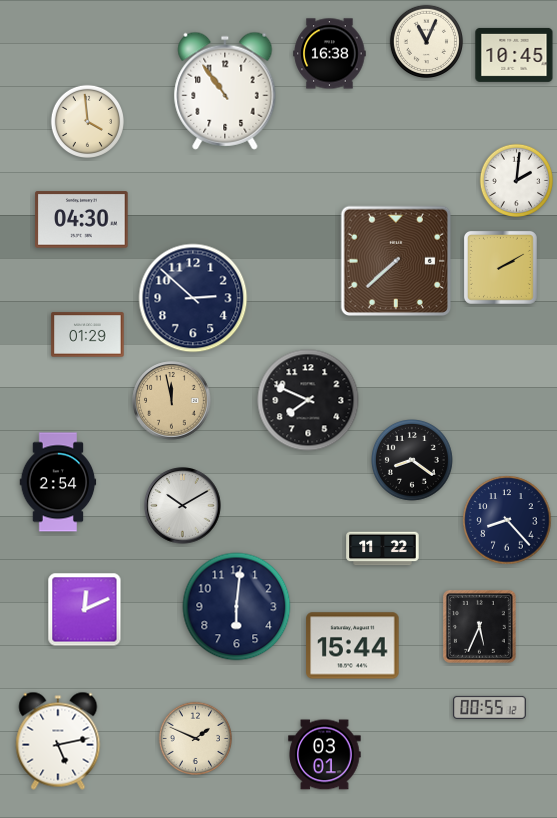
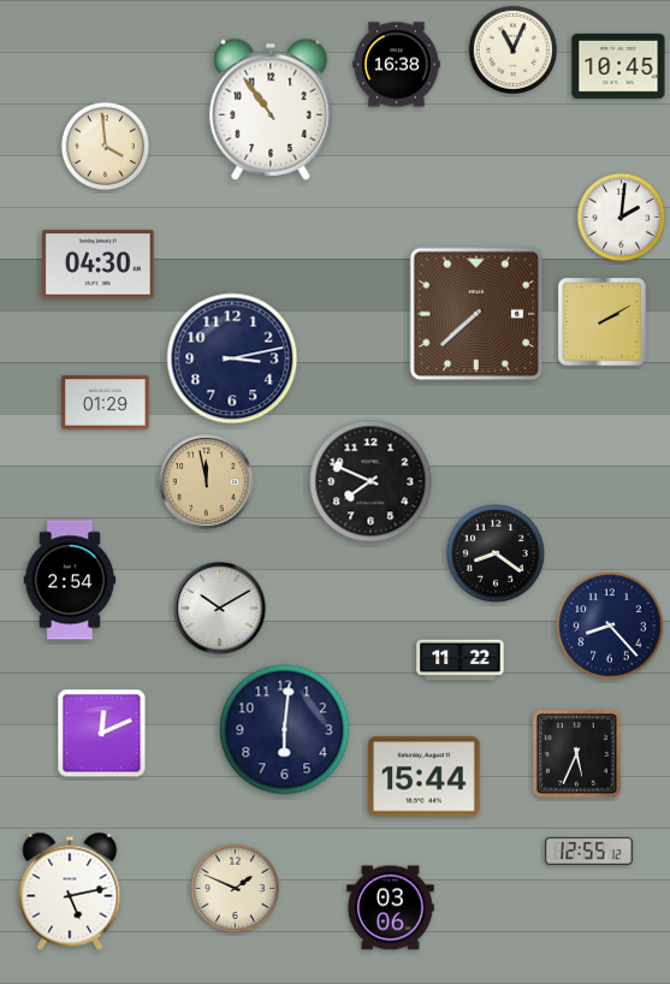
clock at (193, 298): 2:52 -> 3:13
clock at (490, 707): 00:55 -> 12:55
clock at (325, 755): 03:01 -> 03:06
